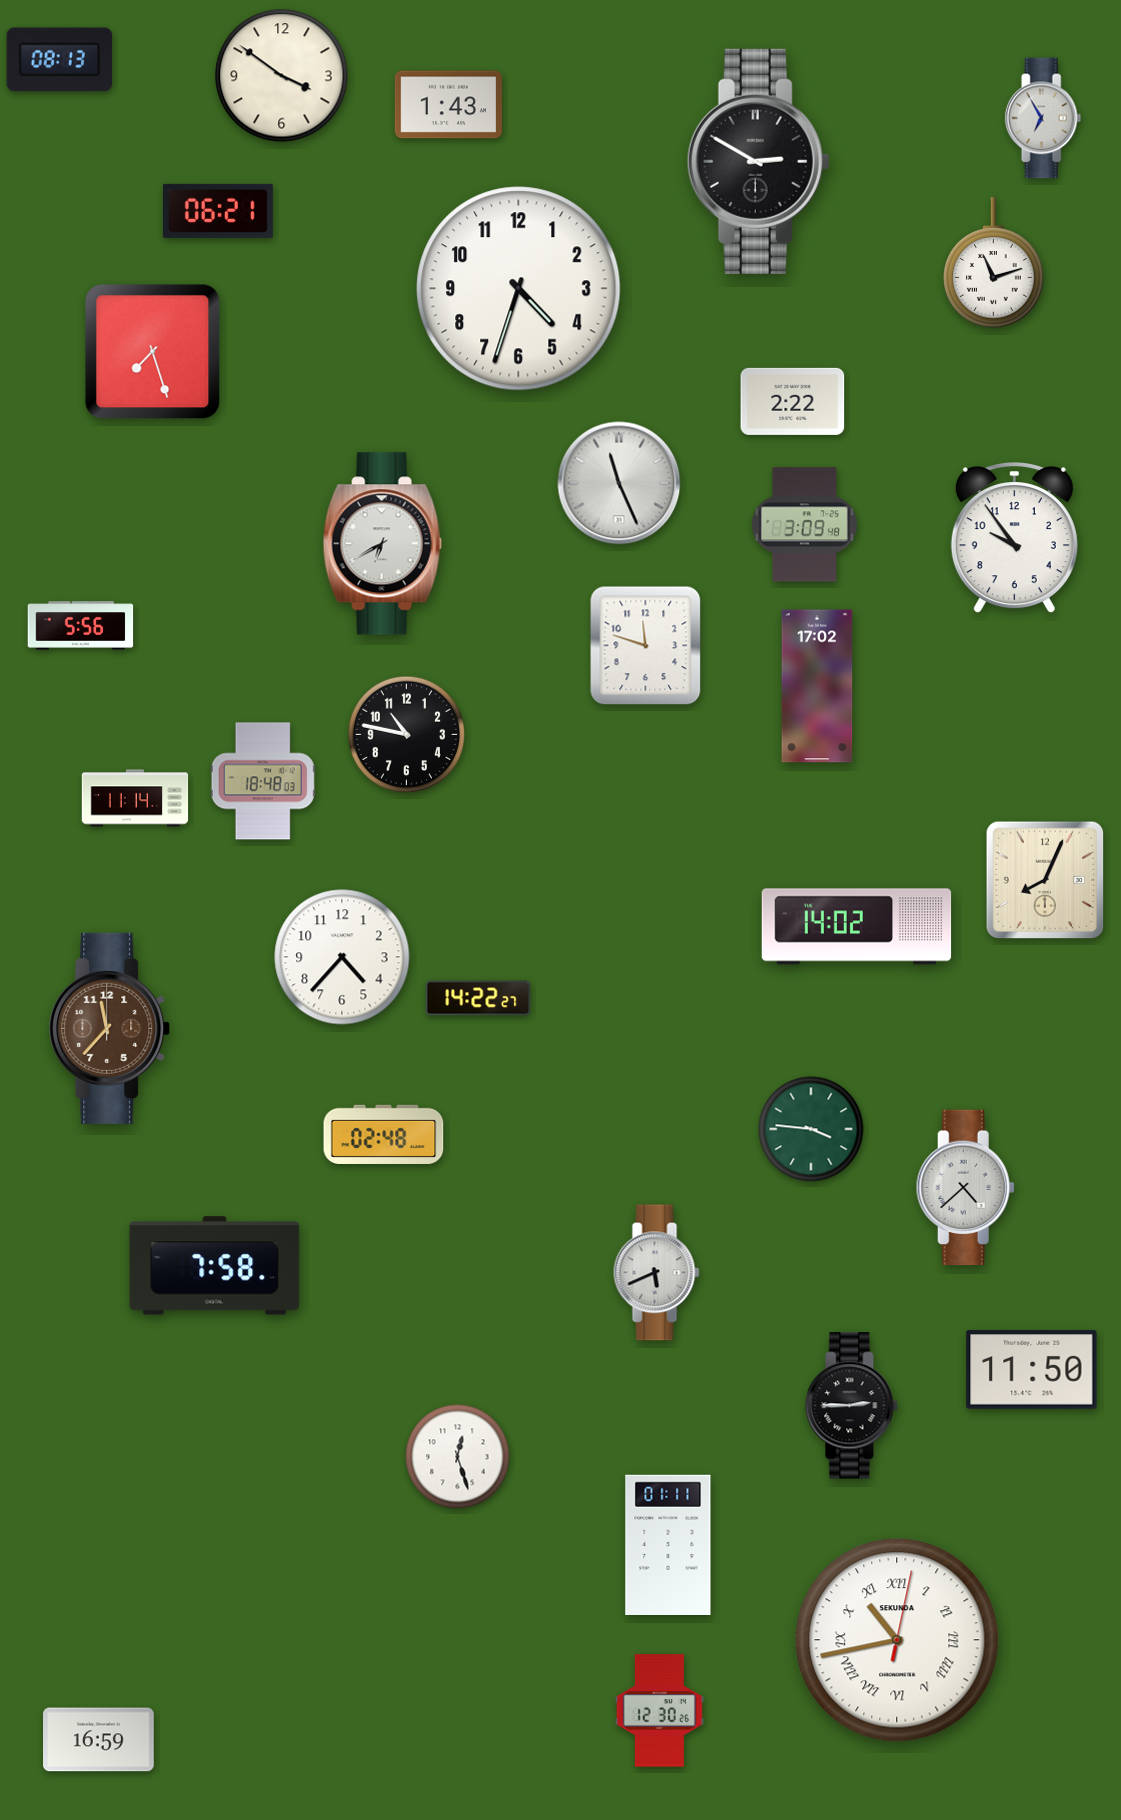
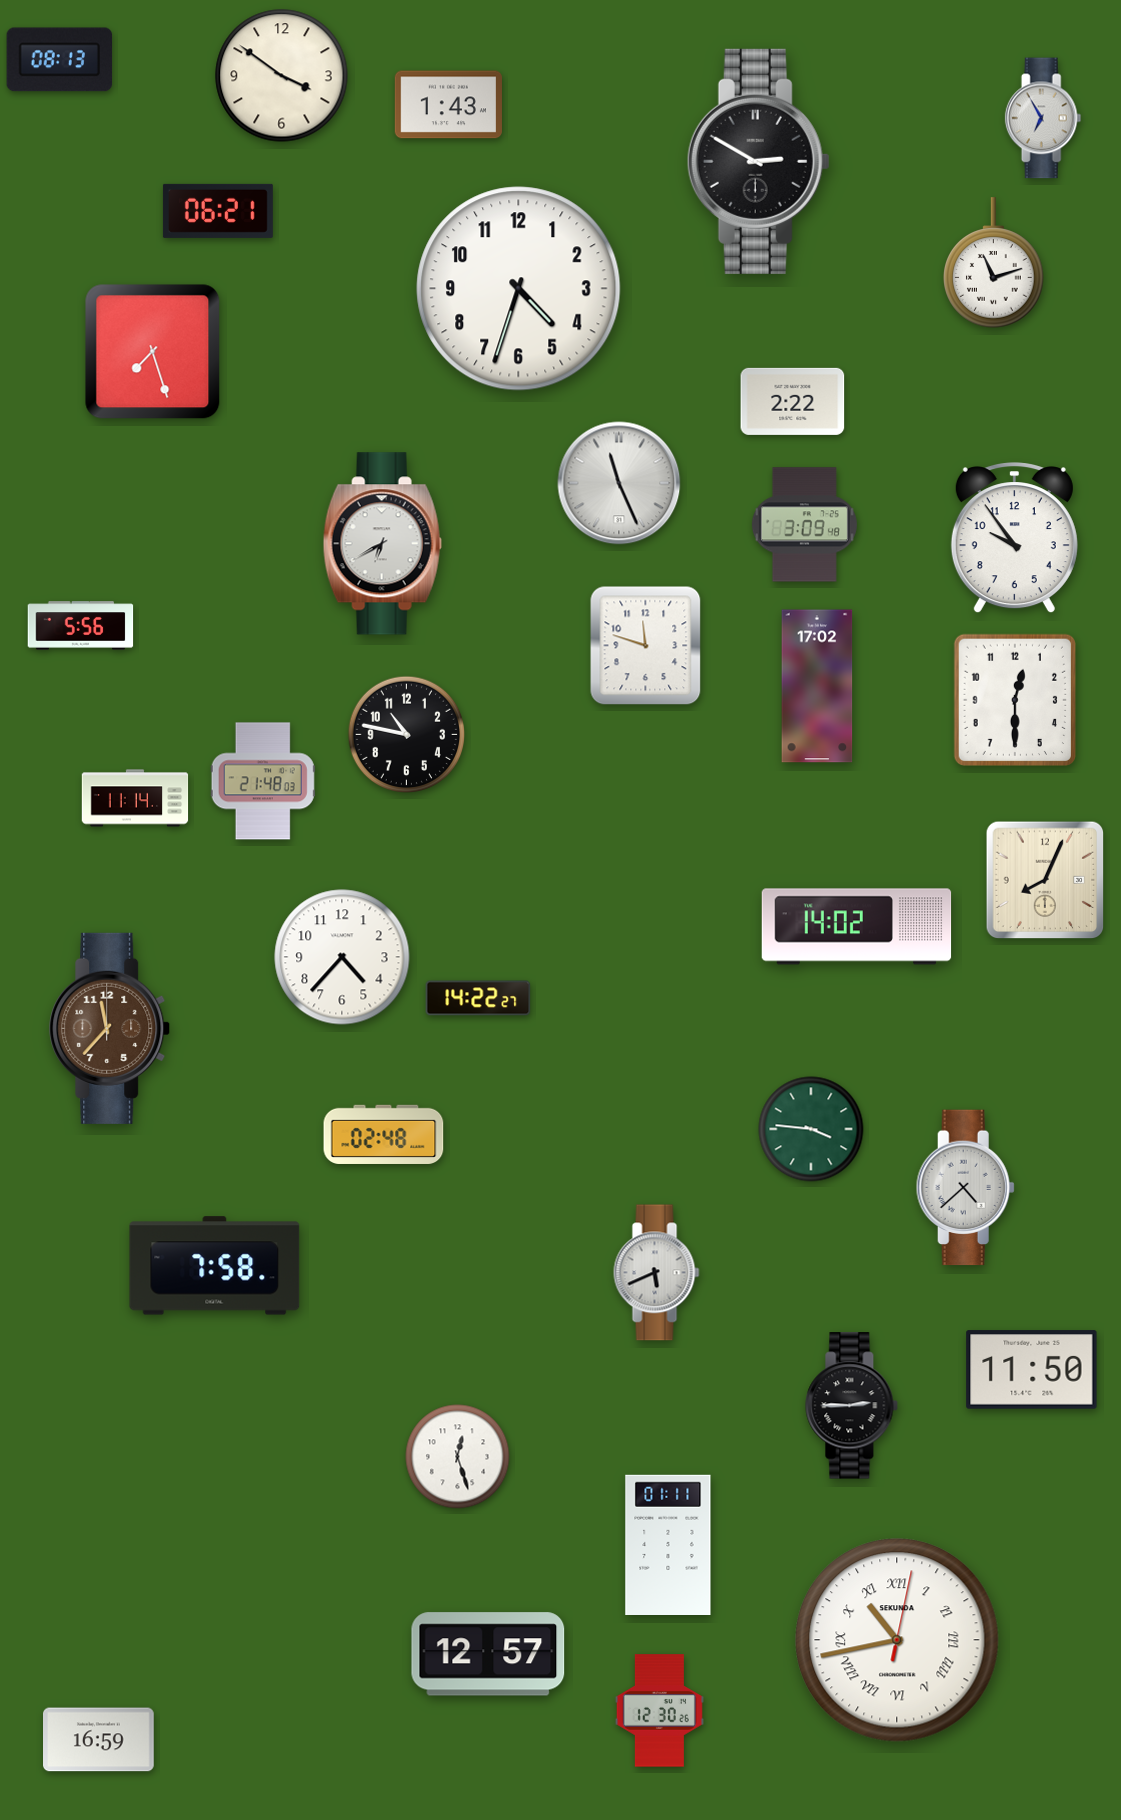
clock at (1015, 699): none -> 12:30
clock at (263, 781): 18:48 -> 21:48
clock at (488, 1654): none -> 12:57
